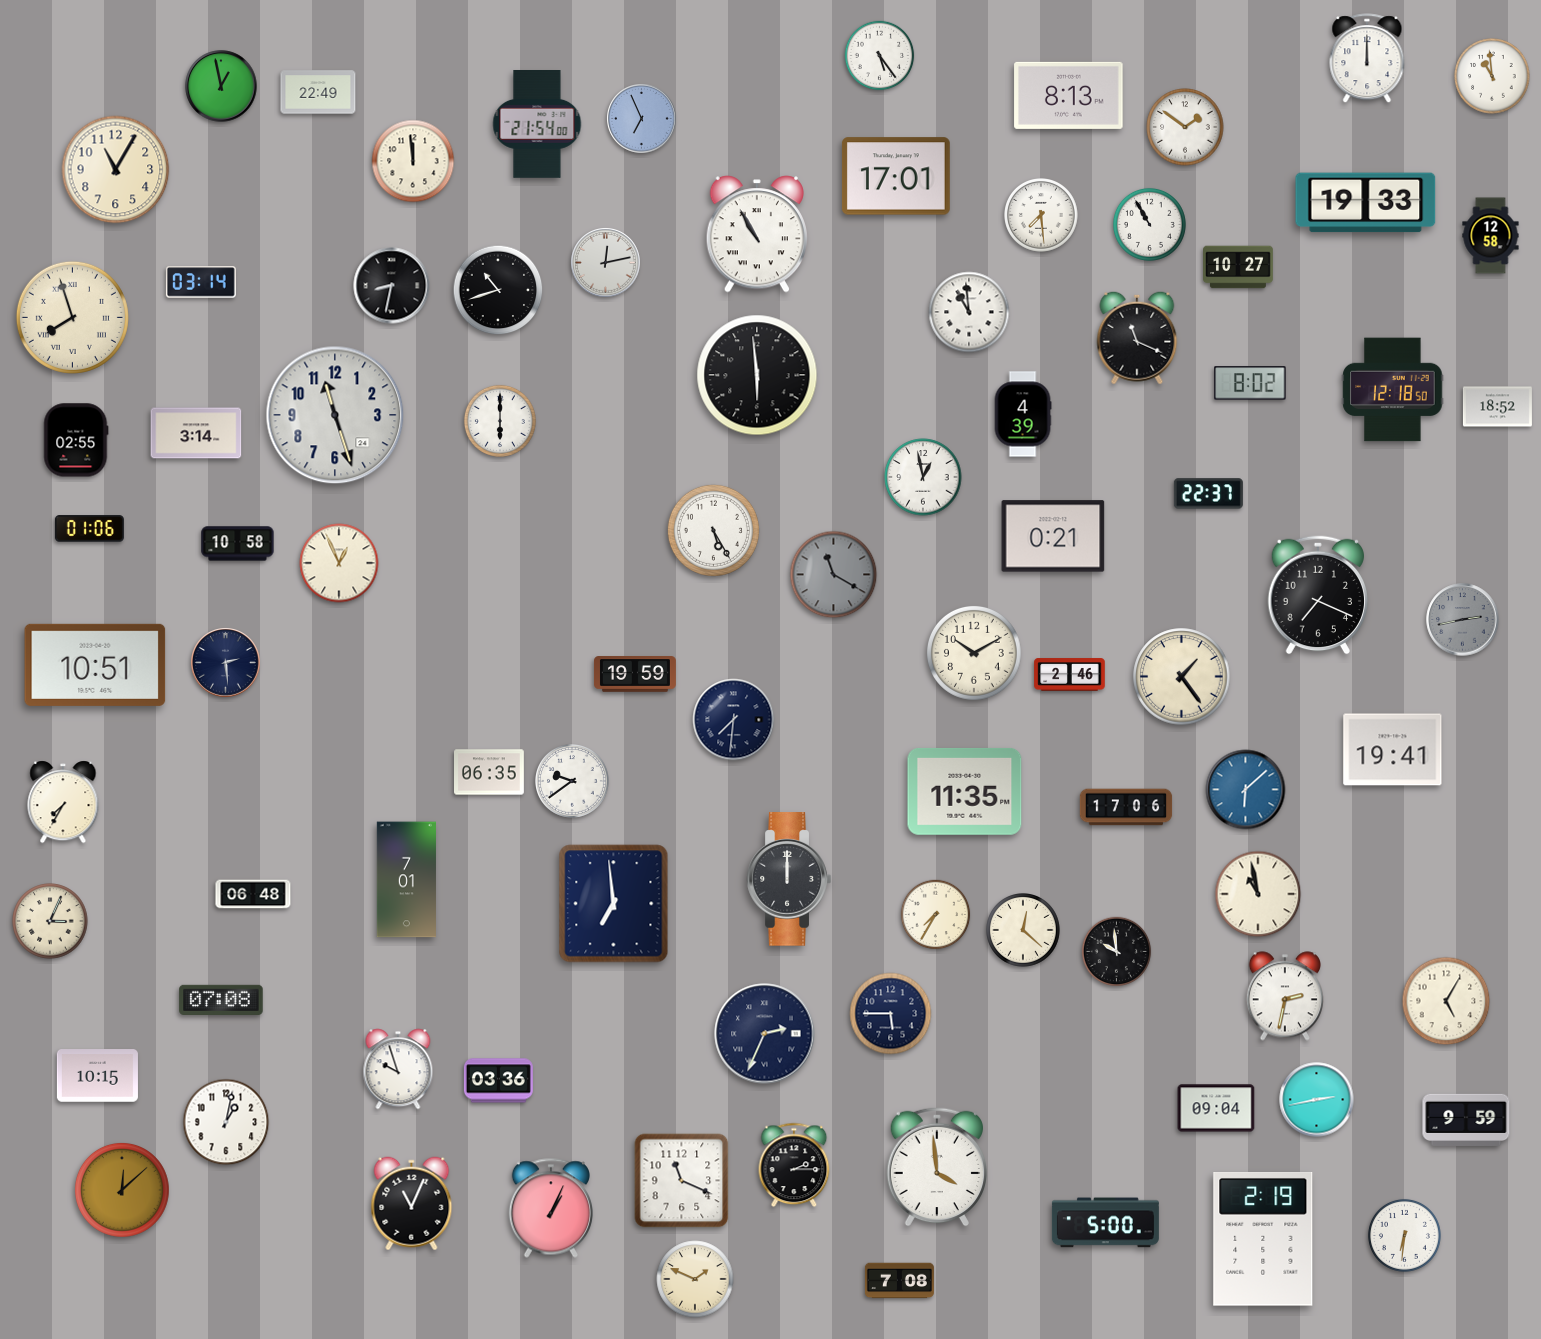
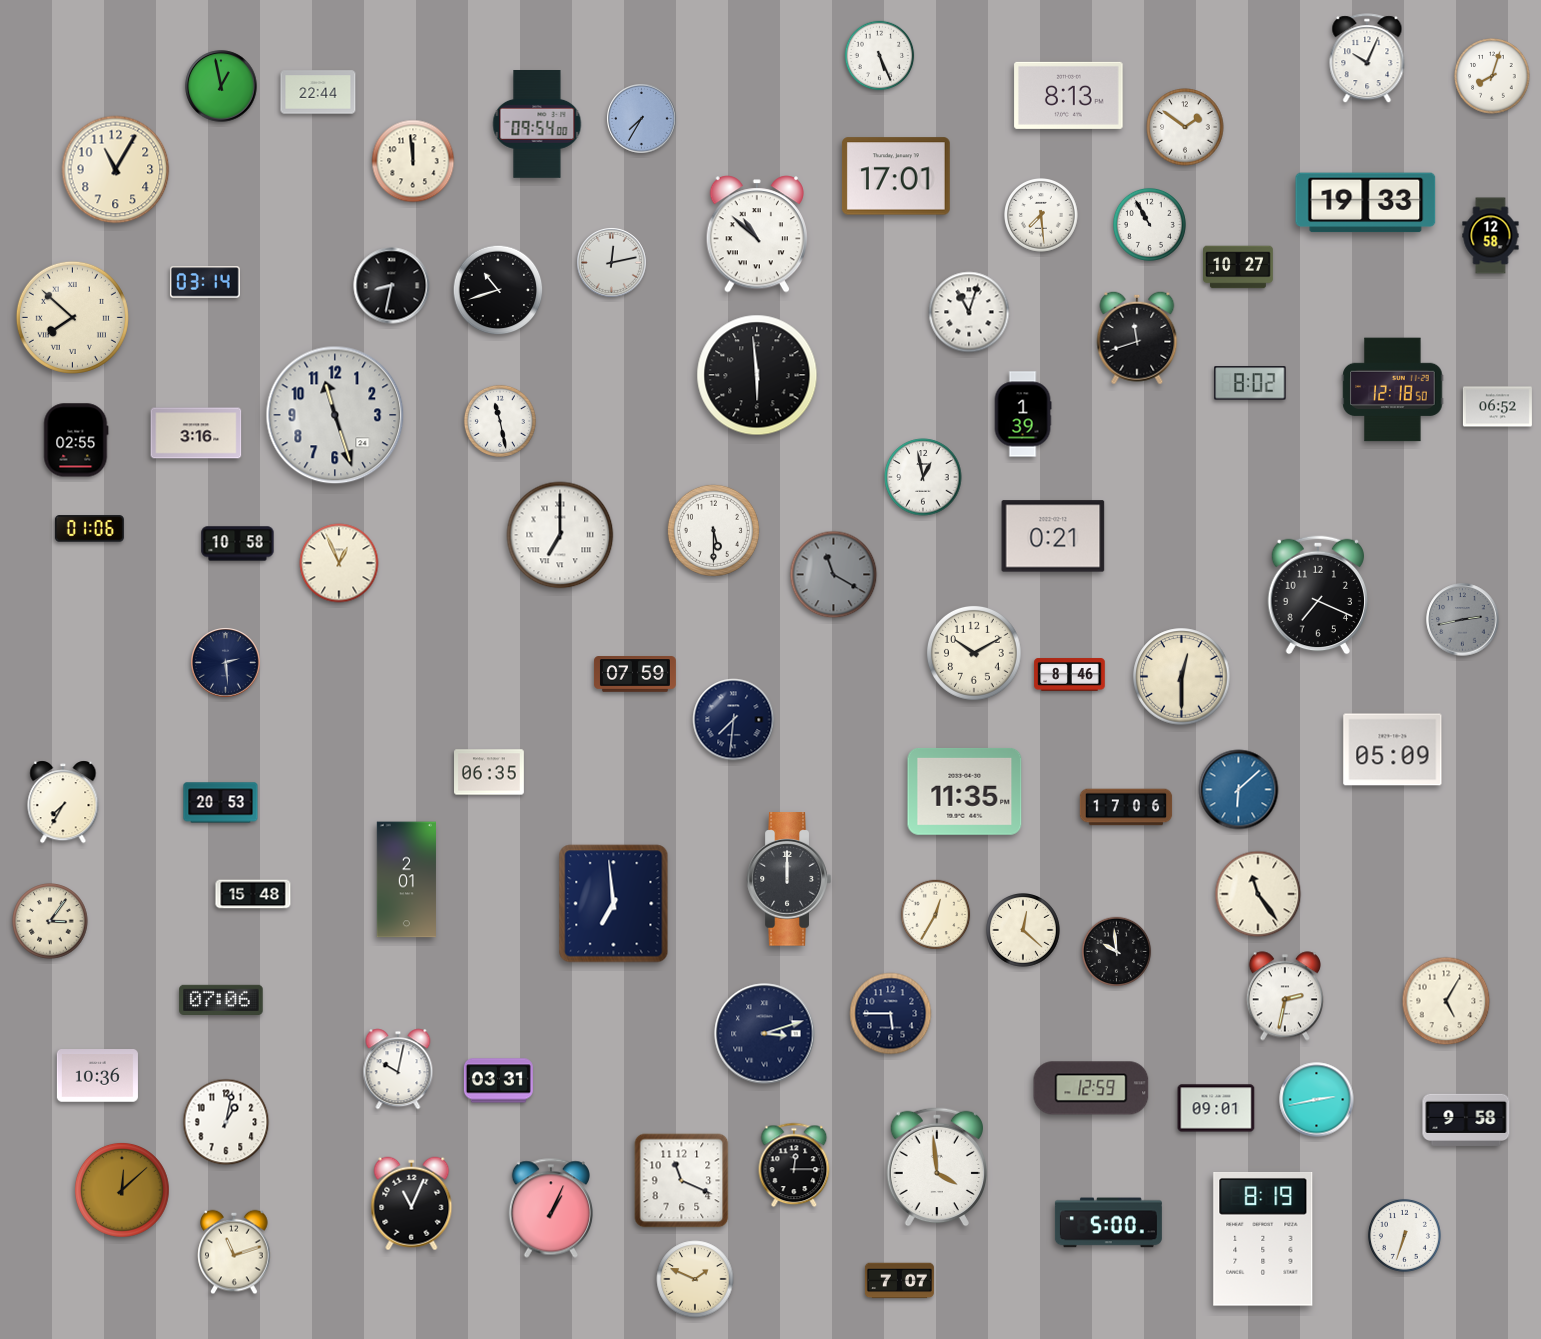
clock at (880, 56): 5:24 -> 5:26
clock at (1367, 59): 12:00 -> 10:04
clock at (1492, 76): 10:59 -> 8:03
clock at (318, 92): 22:49 -> 22:44
clock at (642, 119): 6:56 -> 7:35
clock at (537, 125): 21:54 -> 09:54
clock at (756, 234): 10:55 -> 10:52
clock at (606, 263) position: (606, 263) -> (612, 263)
clock at (201, 282) position: (201, 282) -> (205, 282)
clock at (969, 312): 10:59 -> 11:03
clock at (72, 317): 7:57 -> 7:52
clock at (1137, 338): 11:19 -> 11:42
clock at (1497, 407): 18:52 -> 06:52
clock at (1023, 414): 4:39 -> 1:39
clock at (500, 421): 6:00 -> 11:28
clock at (196, 433): 3:14 -> 3:16
clock at (1208, 494): 22:37 -> none
clock at (713, 530): 5:25 -> 5:30
clock at (560, 535): none -> 7:00
clock at (95, 665): 10:51 -> none
clock at (635, 674): 19:59 -> 07:59
clock at (1070, 675): 2:46 -> 8:46
clock at (1182, 677): 1:24 -> 12:30
clock at (1393, 750): 19:41 -> 05:09
clock at (573, 782): 9:39 -> none
clock at (1246, 790) position: (1246, 790) -> (1239, 790)
clock at (221, 803): none -> 20:53
clock at (406, 880): 7:01 -> 2:01
clock at (253, 894): 06:48 -> 15:48
clock at (1258, 894): 10:58 -> 11:24
clock at (936, 915): 7:35 -> 12:35
clock at (50, 921): 3:04 -> 3:06
clock at (221, 999): 07:08 -> 07:06
clock at (765, 1034): 2:34 -> 3:12
clock at (398, 1069): 9:57 -> 10:02
clock at (97, 1076): 10:15 -> 10:36
clock at (498, 1081): 03:36 -> 03:31
clock at (1091, 1088): none -> 12:59
clock at (1216, 1108): 09:04 -> 09:01
clock at (1466, 1120): 9:59 -> 9:58
clock at (794, 1165): 2:15 -> 12:15
clock at (1105, 1223) position: (1105, 1223) -> (1108, 1223)
clock at (1404, 1235): 6:31 -> 6:33
clock at (1263, 1240): 2:19 -> 8:19
clock at (234, 1252): none -> 11:12
clock at (899, 1281): 7:08 -> 7:07
